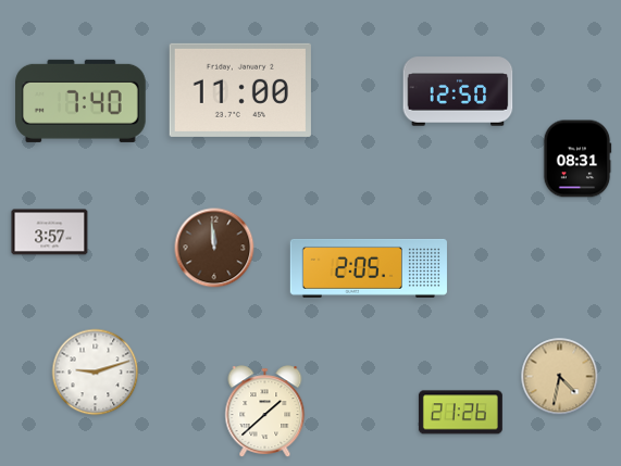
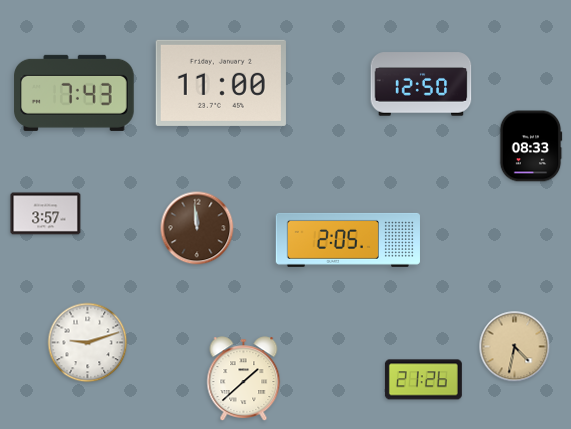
clock at (80, 101): 7:40 -> 7:43
clock at (577, 159): 08:31 -> 08:33
clock at (369, 268) position: (369, 268) -> (348, 240)
